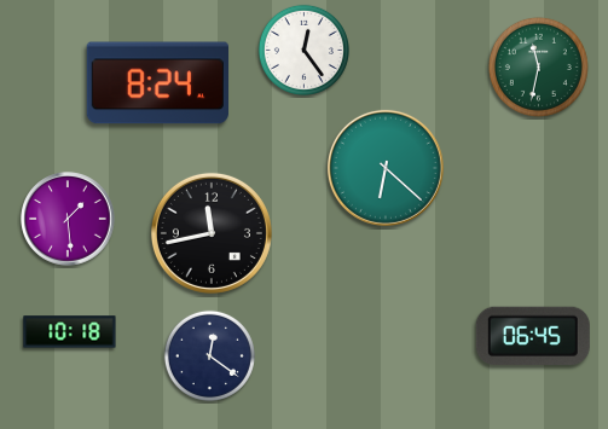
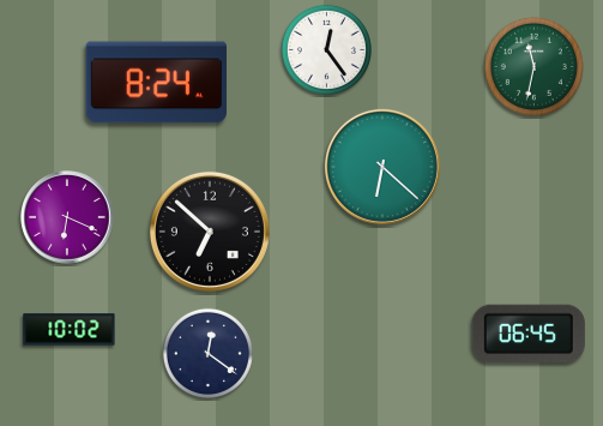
clock at (303, 50) position: (303, 50) -> (326, 49)
clock at (68, 219): 1:29 -> 6:19
clock at (212, 233): 11:43 -> 6:52
clock at (70, 332): 10:18 -> 10:02
